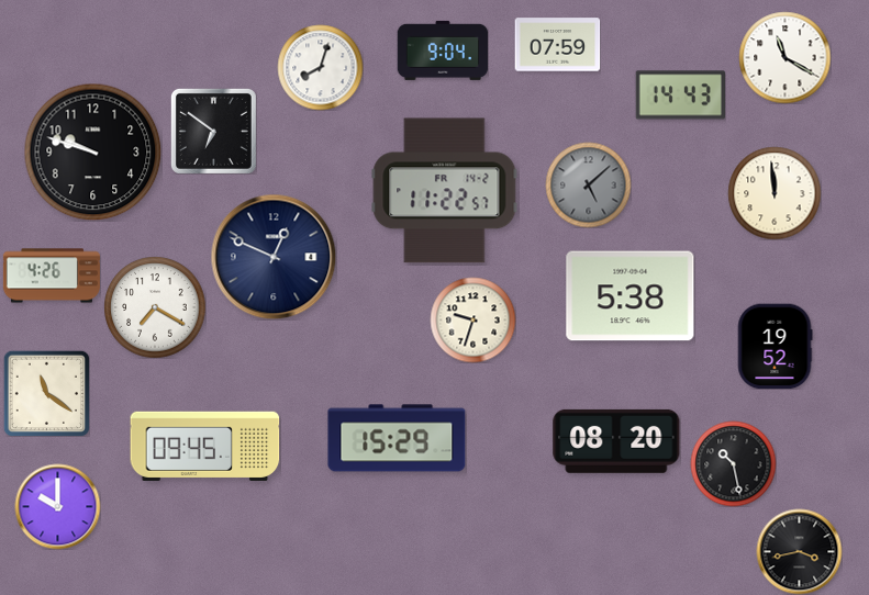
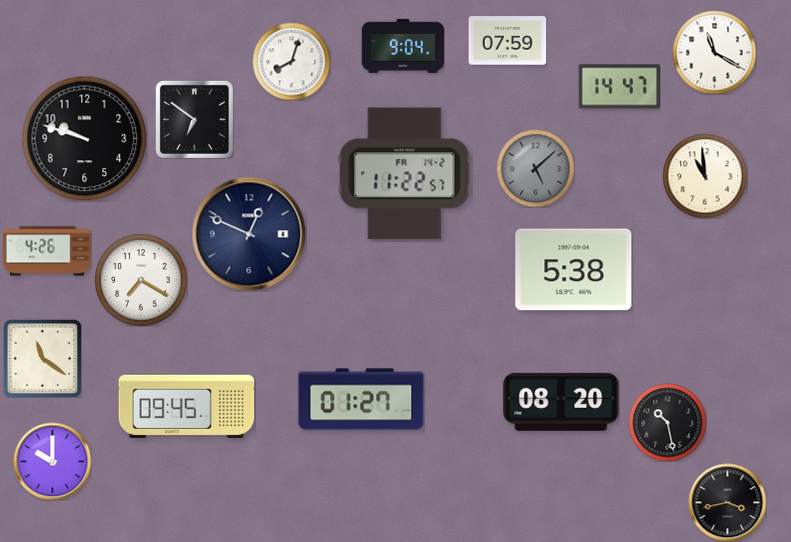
clock at (680, 96): 14:43 -> 14:47
clock at (775, 193): 11:59 -> 10:59
clock at (472, 319): 9:33 -> none
clock at (775, 346): 19:52 -> none
clock at (397, 438): 15:29 -> 01:27
